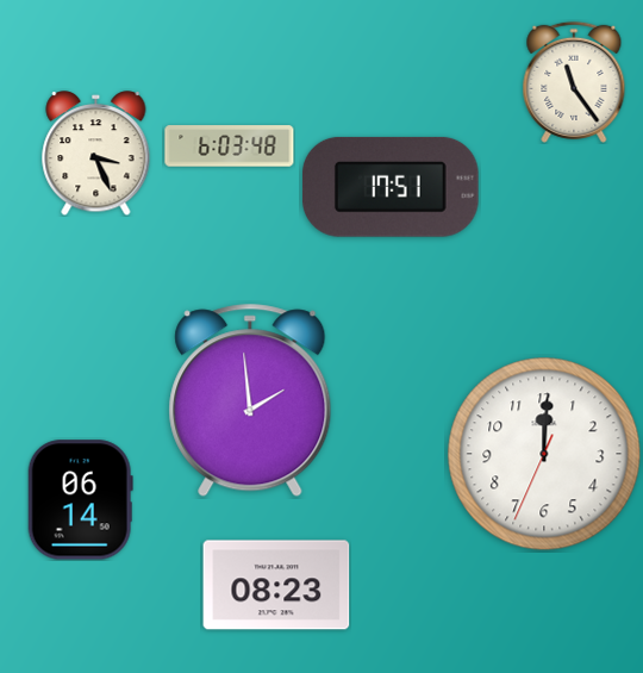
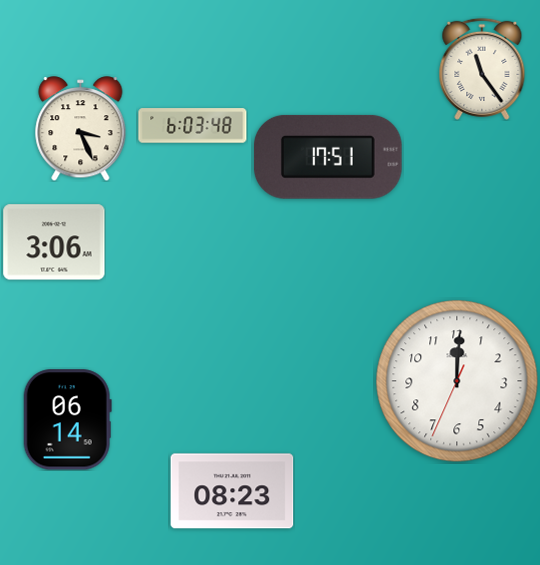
clock at (230, 147) position: (230, 147) -> (193, 126)
clock at (54, 242): none -> 3:06
clock at (250, 400): 1:59 -> none
